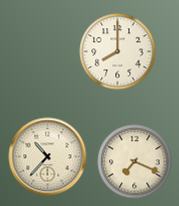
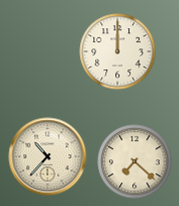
clock at (118, 52): 8:00 -> 12:00
clock at (135, 162): 7:19 -> 7:22
